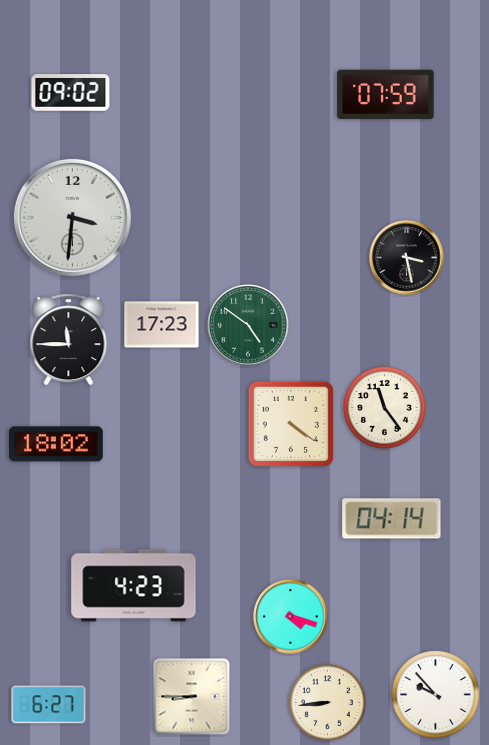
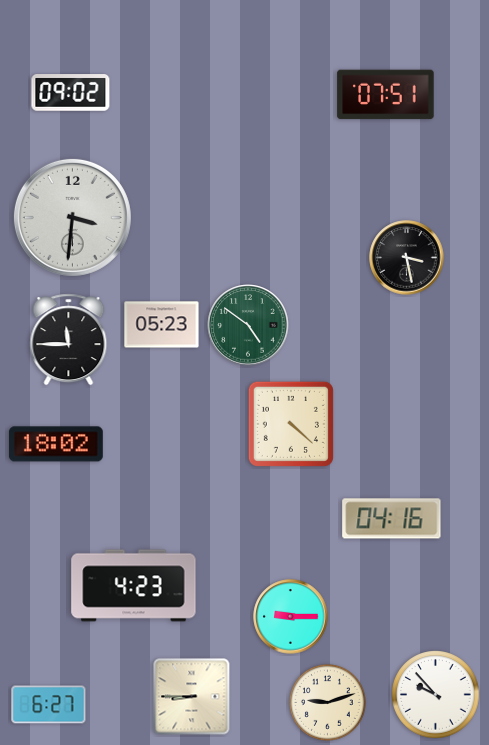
clock at (386, 95): 07:59 -> 07:51
clock at (162, 325): 17:23 -> 05:23
clock at (385, 408): 11:24 -> none
clock at (291, 424): 4:21 -> 4:22
clock at (392, 519): 04:14 -> 04:16
clock at (291, 617): 4:18 -> 9:15
clock at (327, 702): 8:44 -> 9:12
